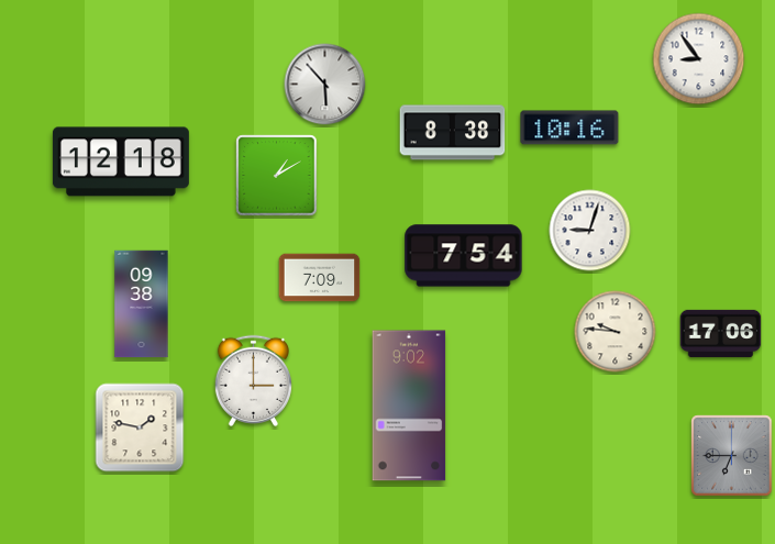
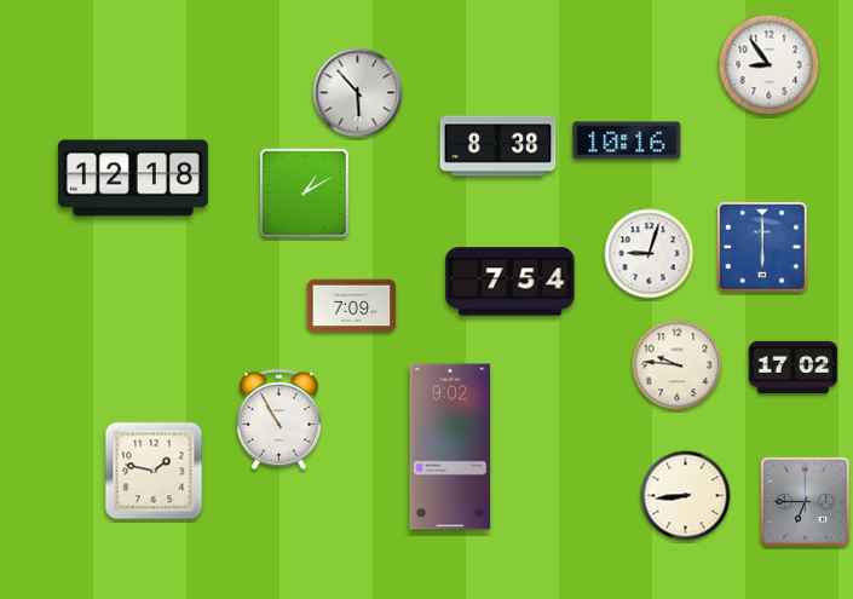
clock at (763, 248): none -> 6:00
clock at (142, 304): 09:38 -> none
clock at (721, 333): 17:06 -> 17:02
clock at (253, 380): 3:00 -> 10:55
clock at (686, 496): none -> 8:44
